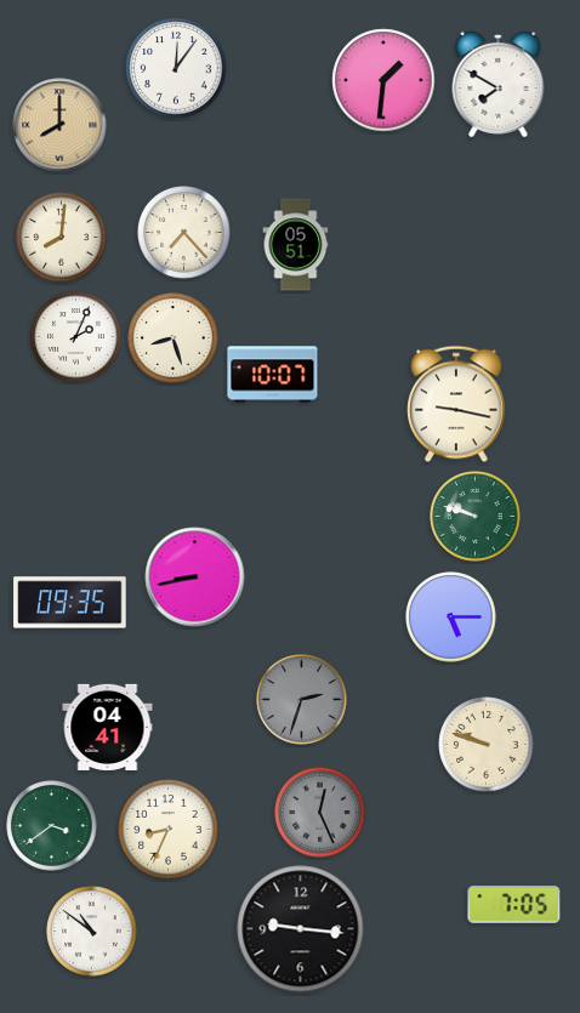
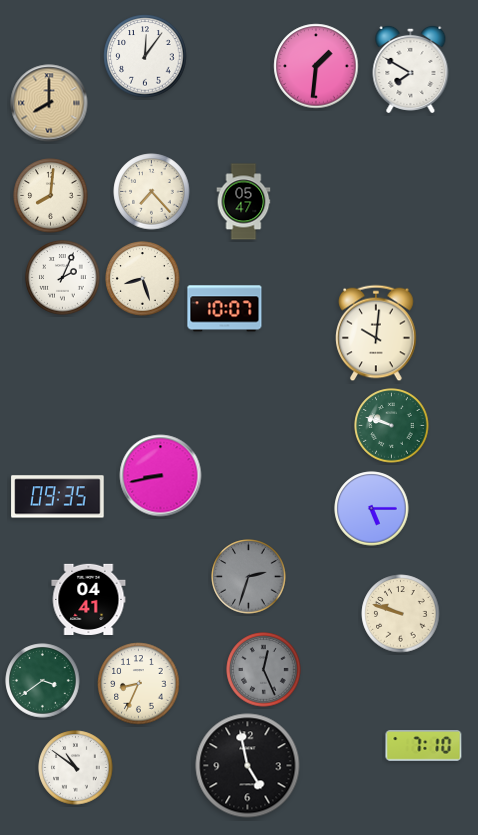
clock at (296, 245): 05:51 -> 05:47
clock at (456, 404): 9:17 -> 10:01
clock at (514, 905): 7:05 -> 7:10
clock at (301, 929): 9:16 -> 4:58
